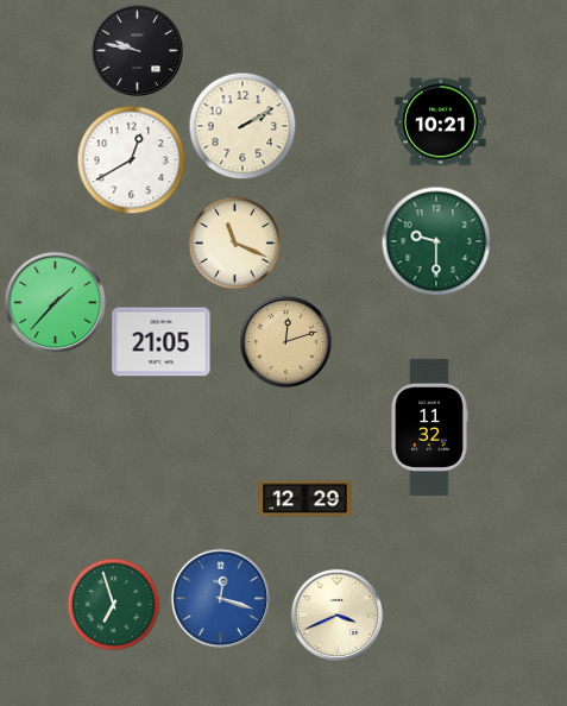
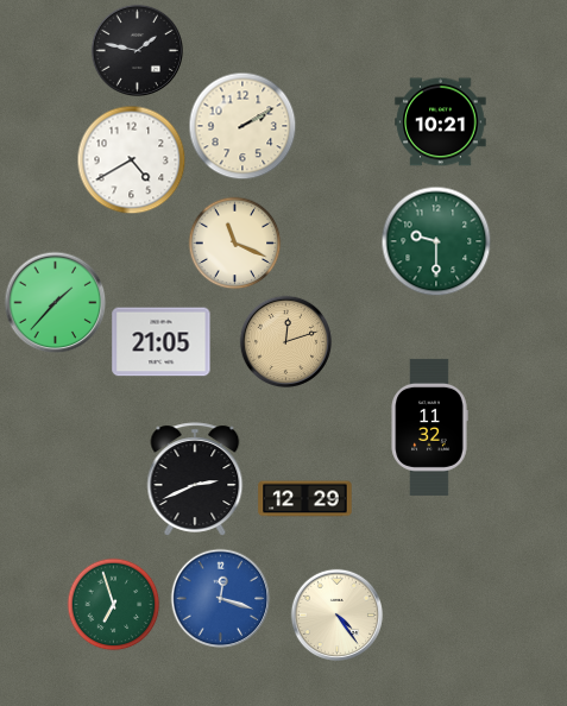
clock at (137, 50): 9:47 -> 1:47
clock at (131, 159): 12:40 -> 4:40
clock at (195, 479): none -> 2:41
clock at (336, 614): 3:41 -> 4:24
